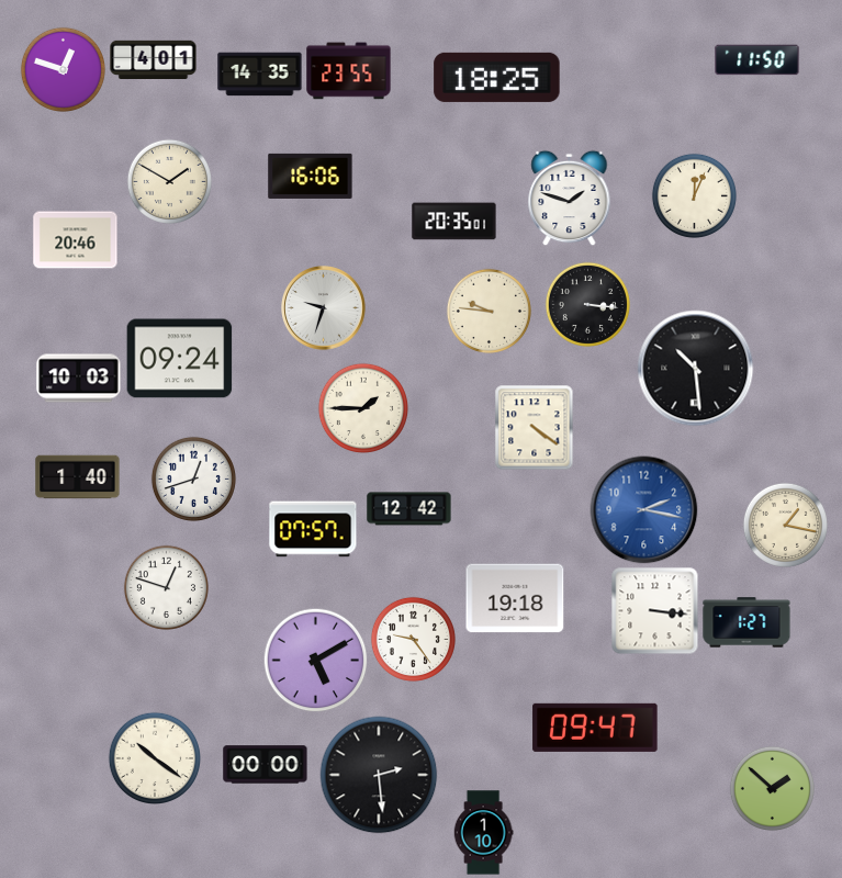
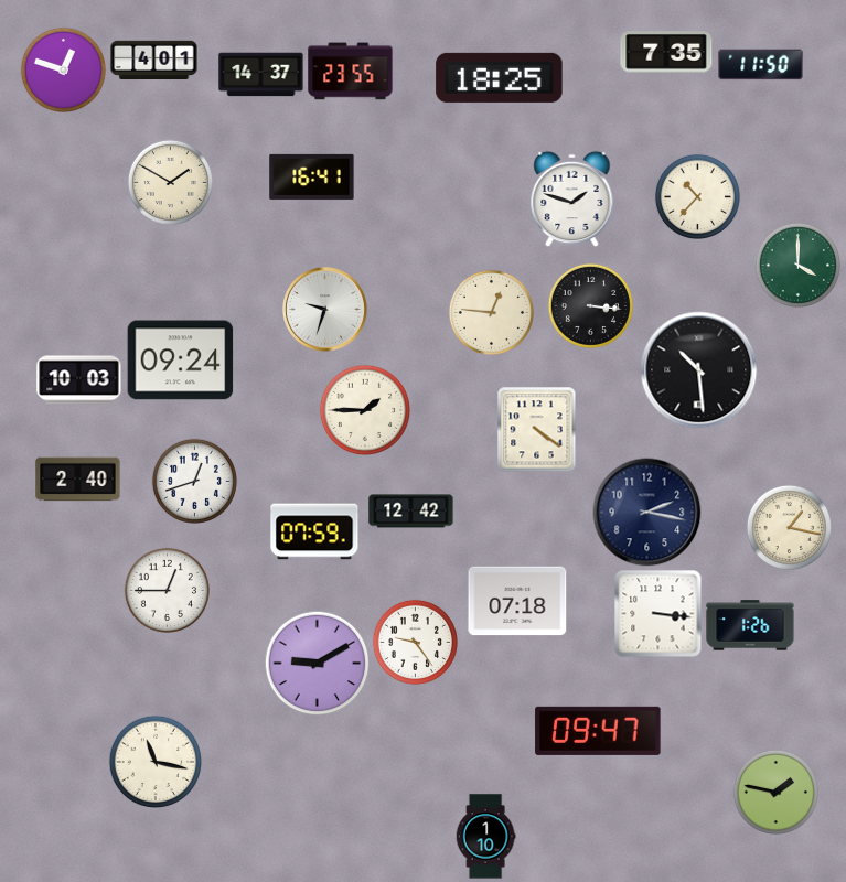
clock at (666, 52): none -> 7:35
clock at (757, 60) position: (757, 60) -> (761, 65)
clock at (260, 75): 14:35 -> 14:37
clock at (311, 176): 16:06 -> 16:41
clock at (694, 195): 12:04 -> 10:37
clock at (454, 222): 20:35 -> none
clock at (76, 240): 20:46 -> none
clock at (797, 265): none -> 4:00
clock at (489, 311): 9:46 -> 12:46
clock at (78, 477): 1:40 -> 2:40
clock at (644, 510) dial: blue -> navy
clock at (313, 529): 07:57 -> 07:59
clock at (166, 587): 12:48 -> 12:45
clock at (515, 598): 19:18 -> 07:18
clock at (746, 622): 1:27 -> 1:26
clock at (315, 660): 5:10 -> 9:10
clock at (154, 757): 10:21 -> 11:17
clock at (266, 765): 00:00 -> none
clock at (379, 775): 2:29 -> none
clock at (772, 788): 1:52 -> 1:47
